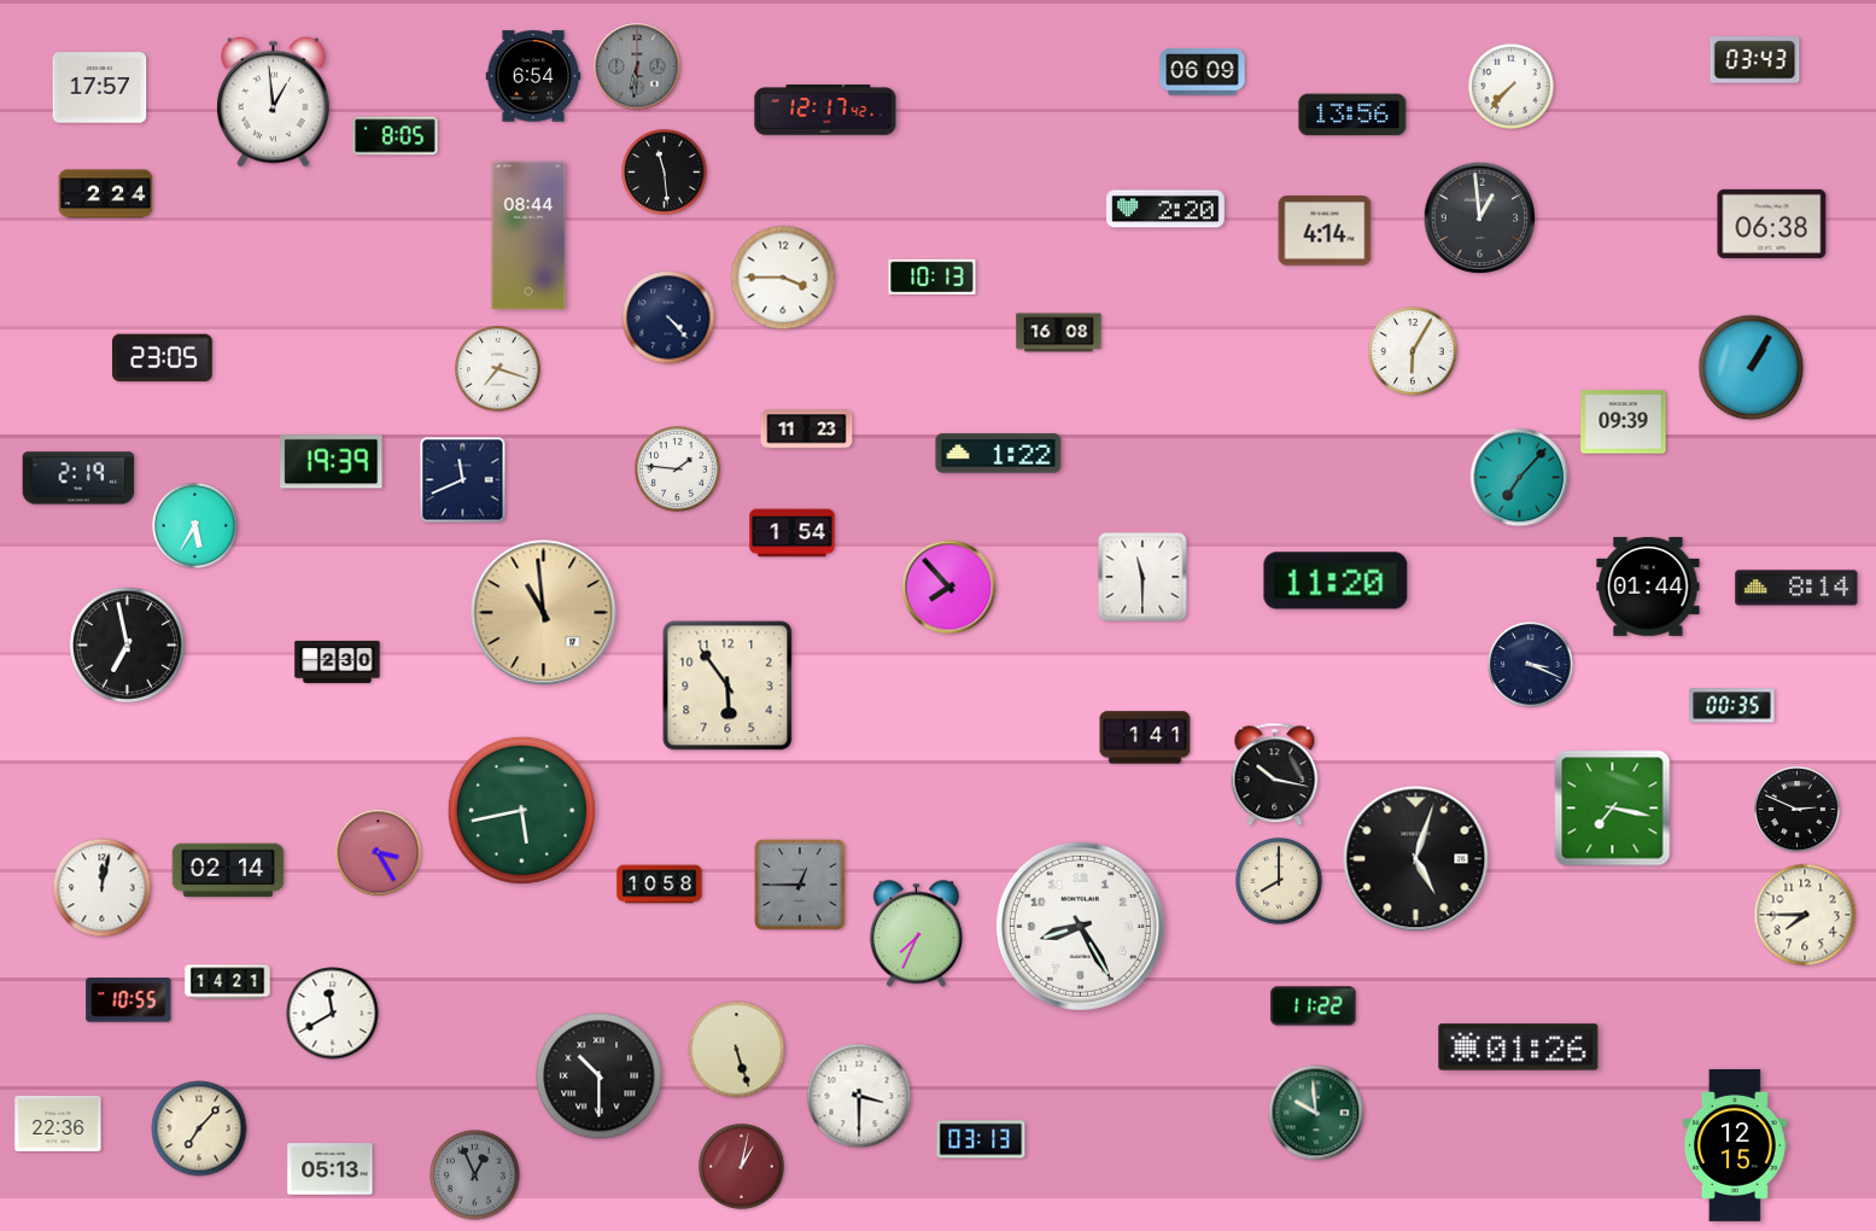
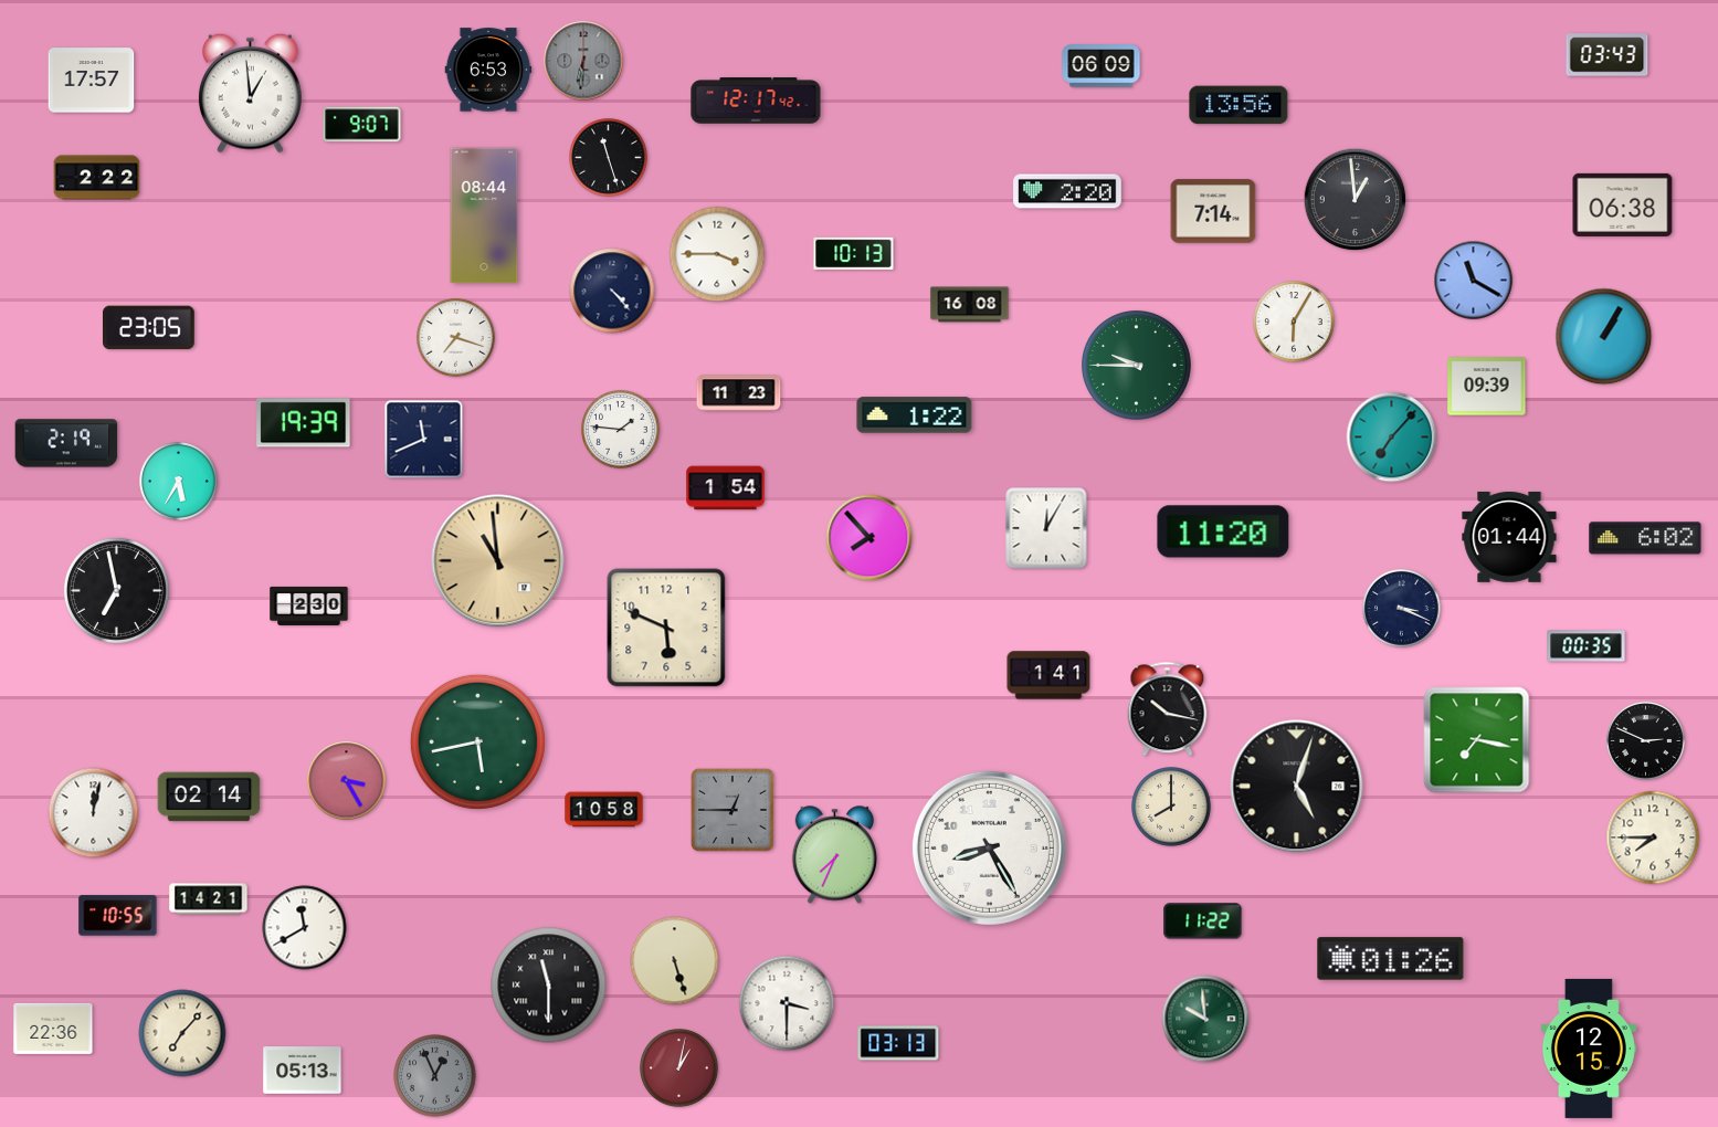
clock at (533, 76): 6:54 -> 6:53
clock at (1512, 87): 7:37 -> none
clock at (396, 136): 8:05 -> 9:07
clock at (665, 173): 11:29 -> 11:27
clock at (106, 194): 2:24 -> 2:22
clock at (1325, 231): 4:14 -> 7:14
clock at (1474, 281): none -> 11:20
clock at (1137, 366): none -> 9:45
clock at (78, 478) position: (78, 478) -> (66, 443)
clock at (1142, 577): 11:30 -> 12:05
clock at (1796, 588): 8:14 -> 6:02
clock at (727, 685): 5:54 -> 5:49
clock at (916, 934) position: (916, 934) -> (834, 855)
clock at (600, 1077): 10:30 -> 11:30
